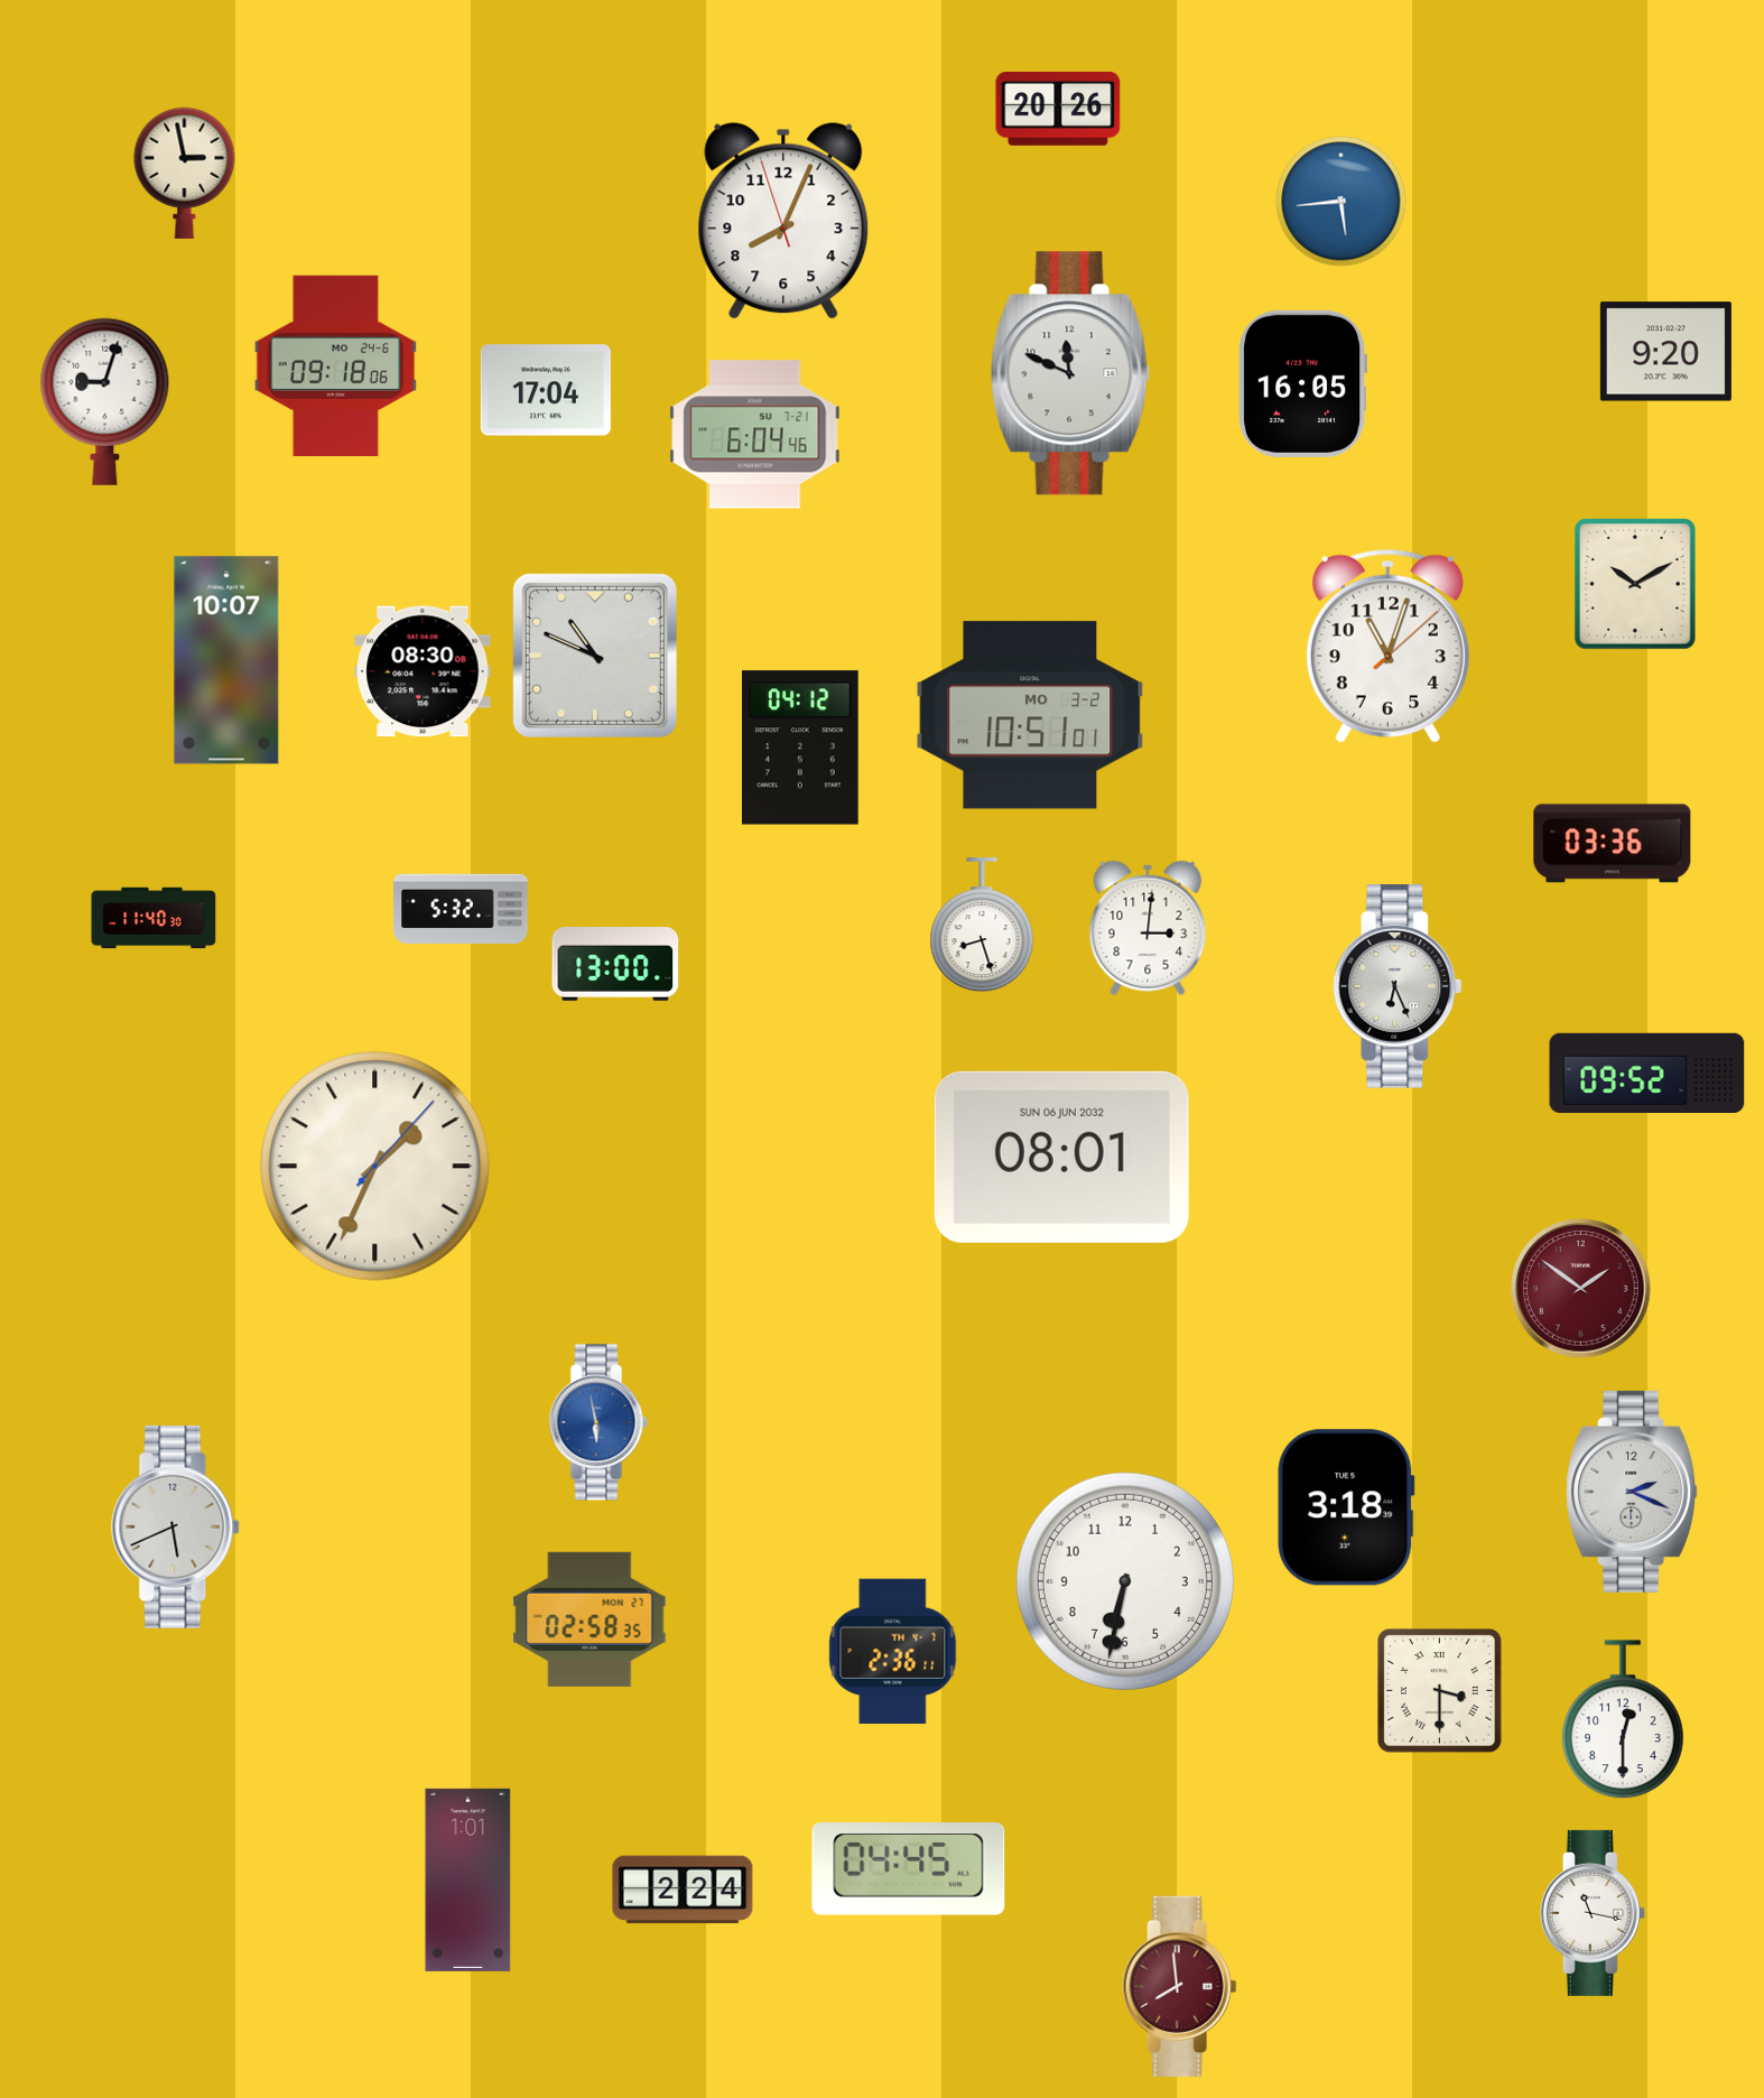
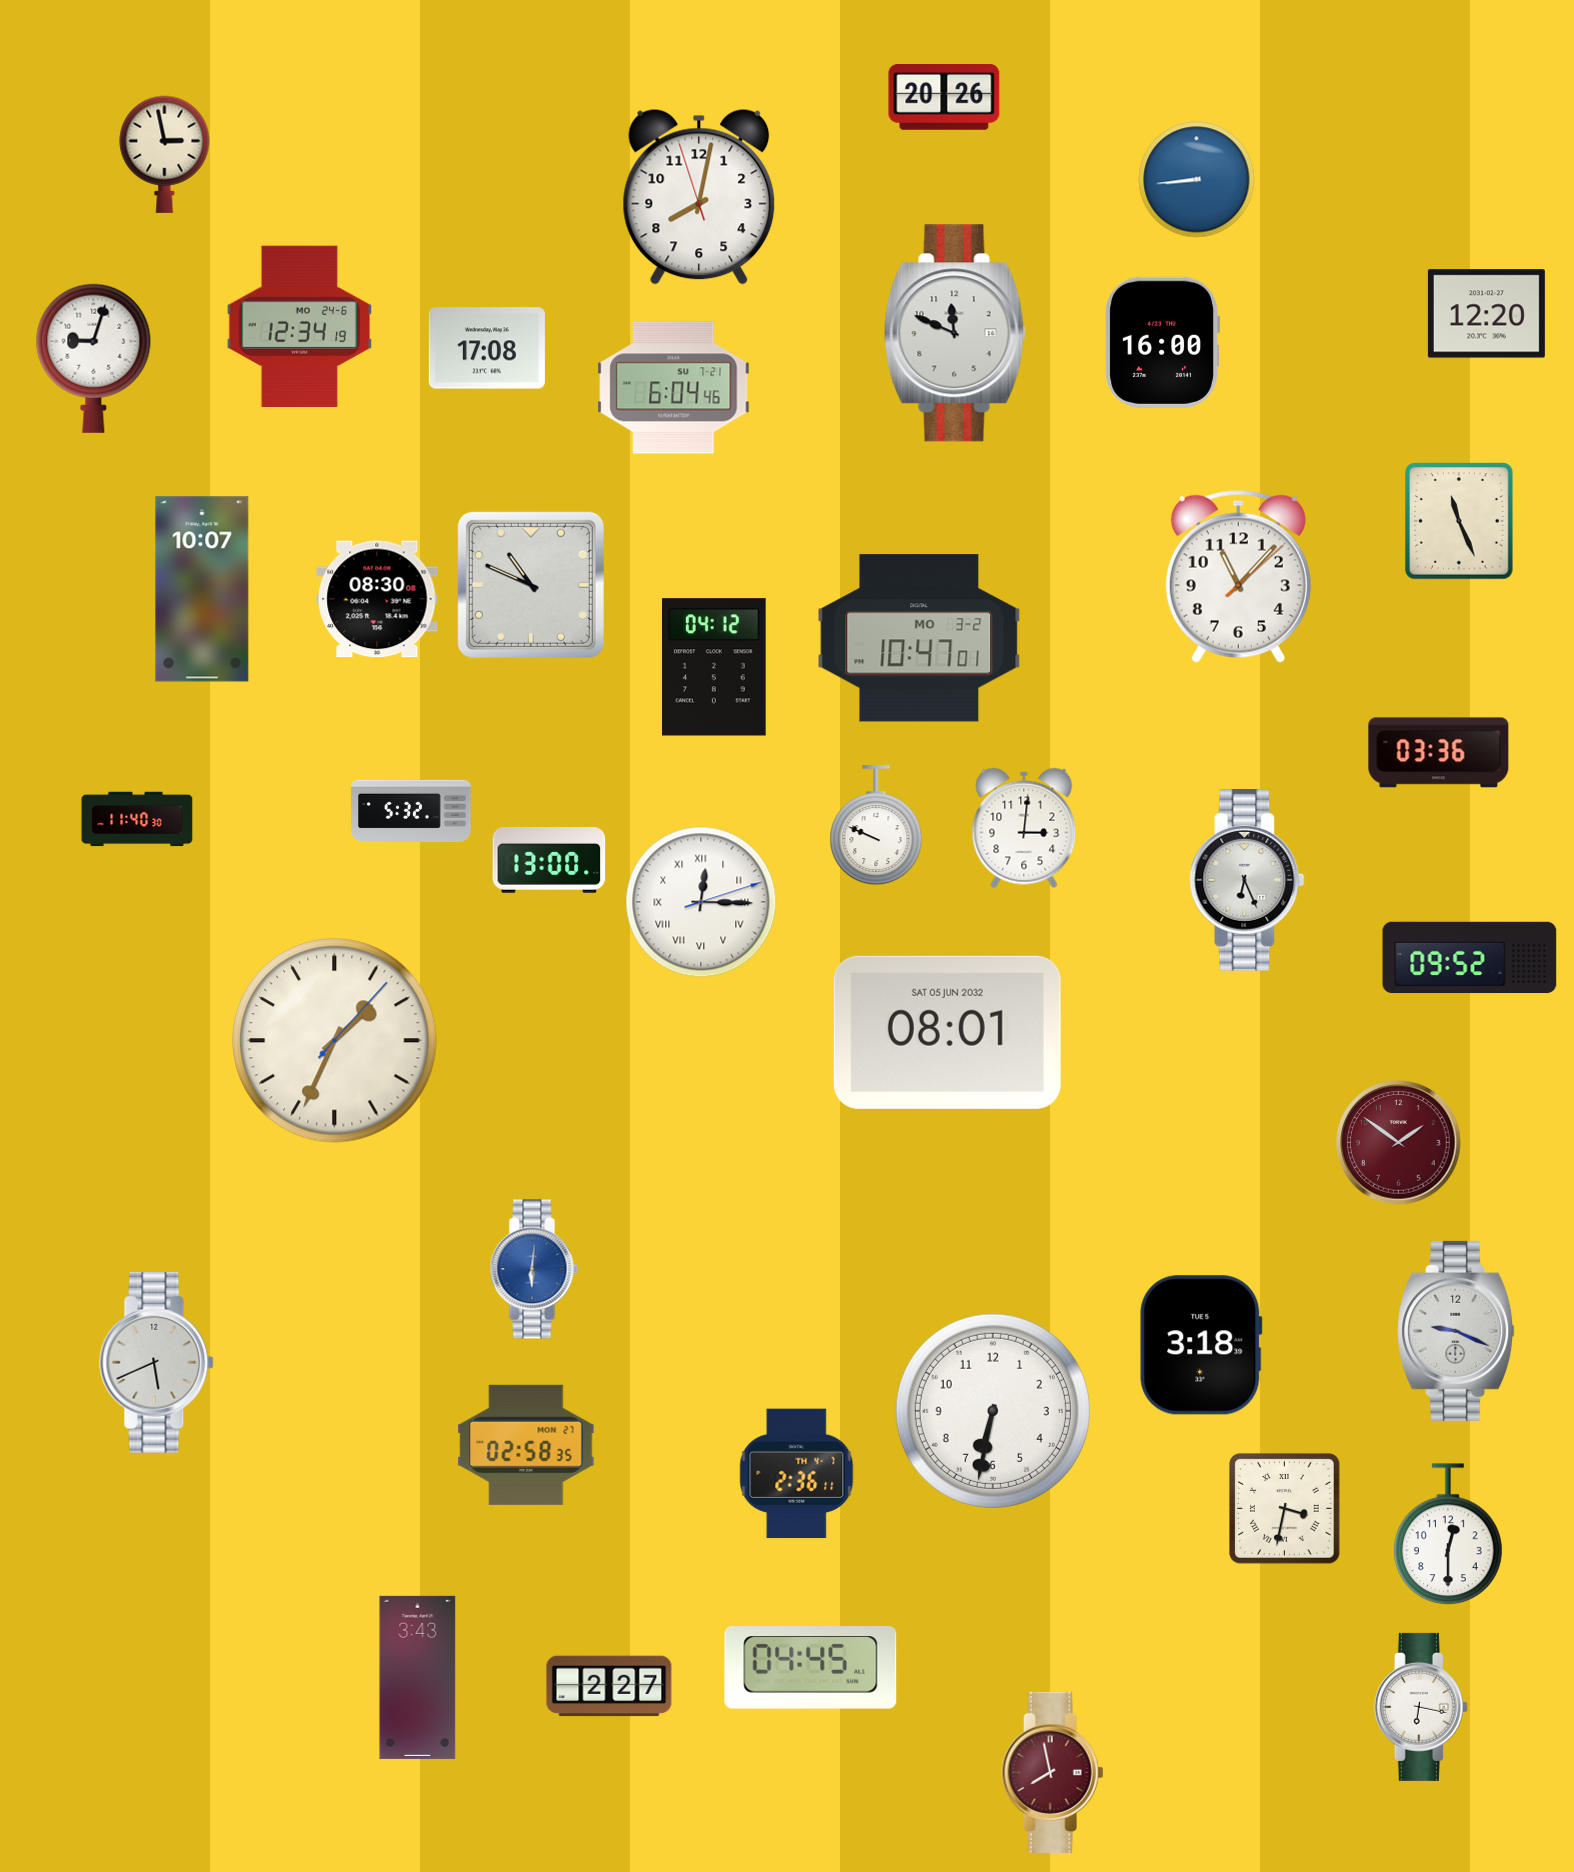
clock at (1341, 202): 5:44 -> 8:44
clock at (783, 221): 8:03 -> 8:01
clock at (1665, 352): 9:20 -> 12:20
clock at (335, 365): 09:18 -> 12:34
clock at (1302, 383): 16:05 -> 16:00
clock at (546, 390): 17:04 -> 17:08
clock at (1635, 584): 10:10 -> 11:26
clock at (1387, 646): 11:03 -> 11:07
clock at (1030, 715): 10:51 -> 10:47
clock at (982, 926): 8:27 -> 9:49
clock at (701, 902): none -> 12:15
clock at (1061, 1157) date: SUN 06 JUN 2032 -> SAT 05 JUN 2032
clock at (1581, 1289) position: (1581, 1289) -> (1399, 1143)
clock at (598, 1422): 5:58 -> 6:01
clock at (1633, 1492): 2:19 -> 9:19
clock at (1125, 1581) position: (1125, 1581) -> (993, 1411)
clock at (1440, 1691): 3:30 -> 3:32
clock at (468, 1879): 1:01 -> 3:43
clock at (683, 1890): 2:24 -> 2:27
clock at (1593, 1913): 11:17 -> 6:17
clock at (1180, 1986): 7:59 -> 7:58
